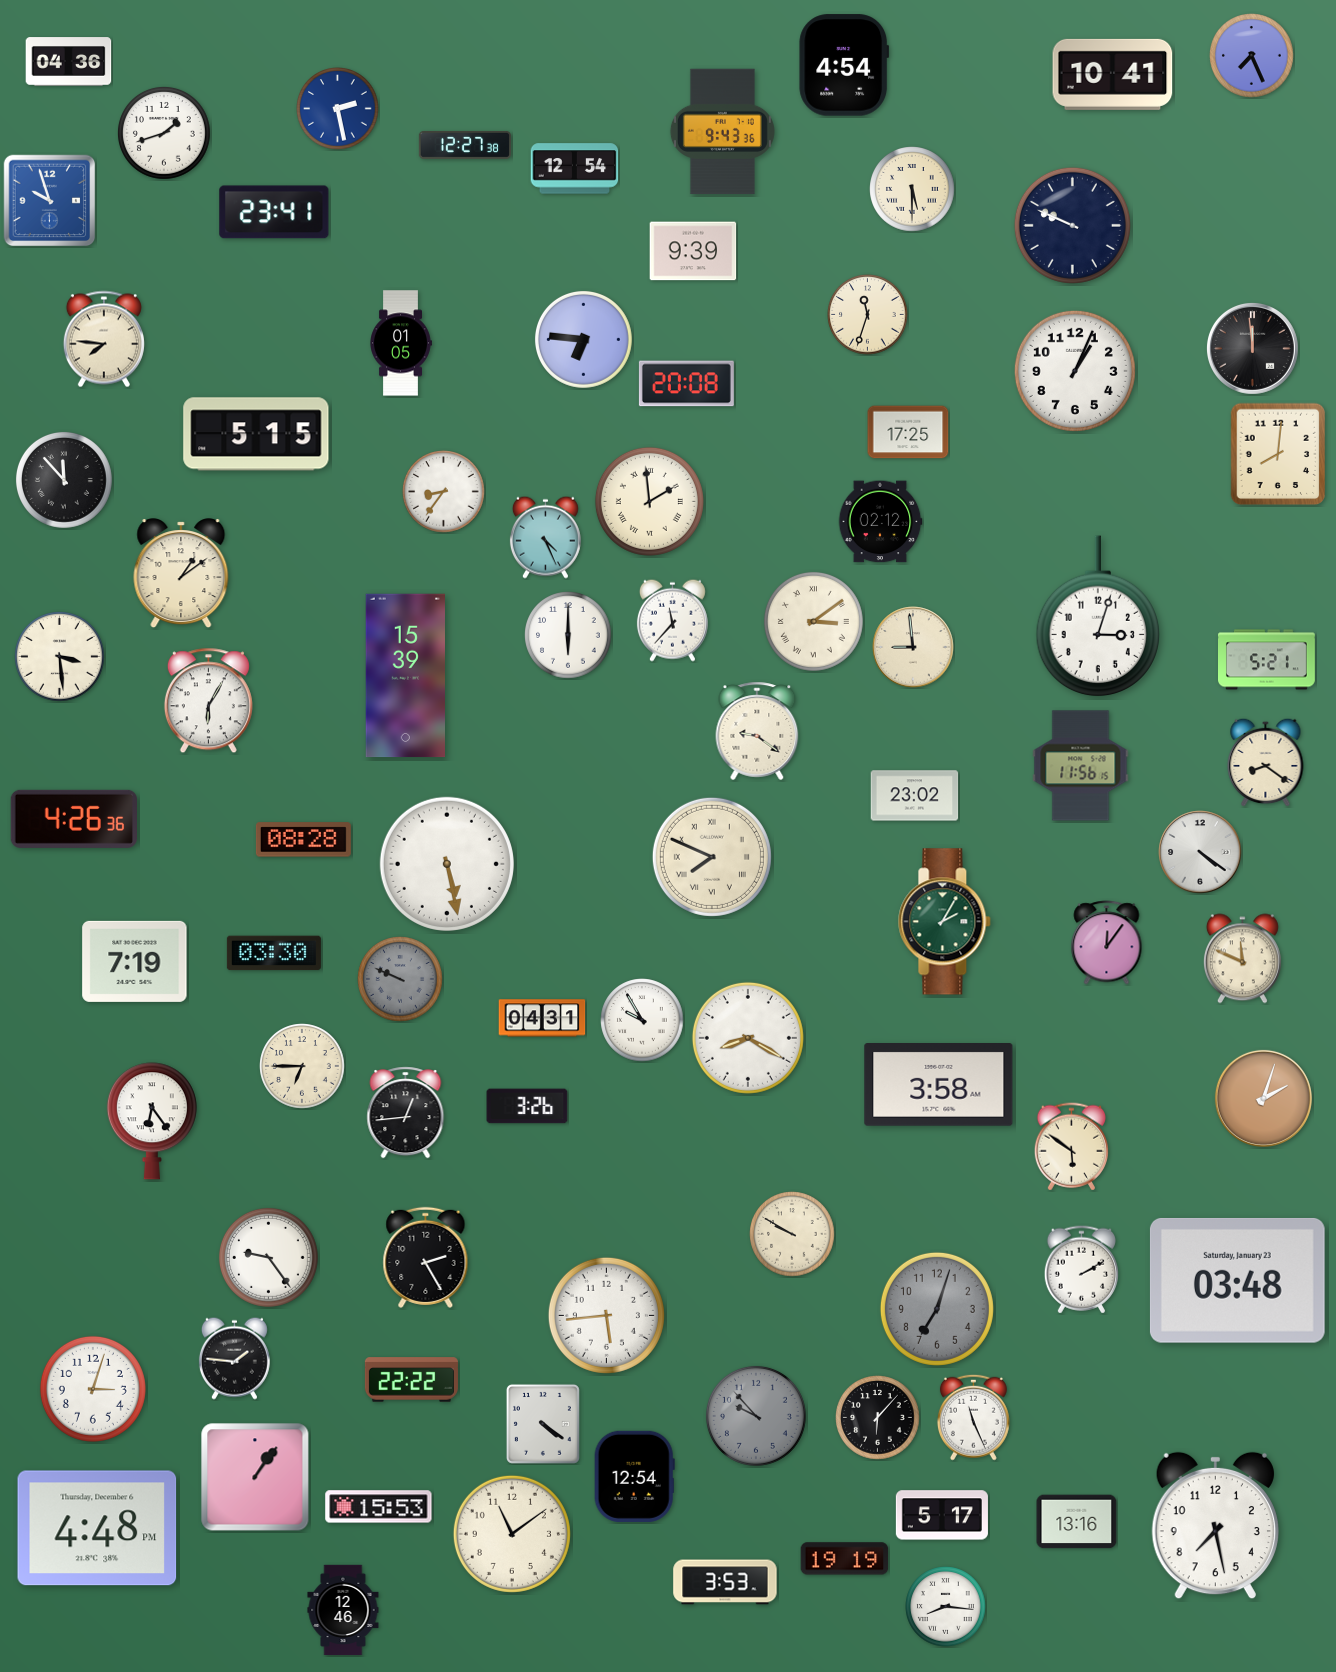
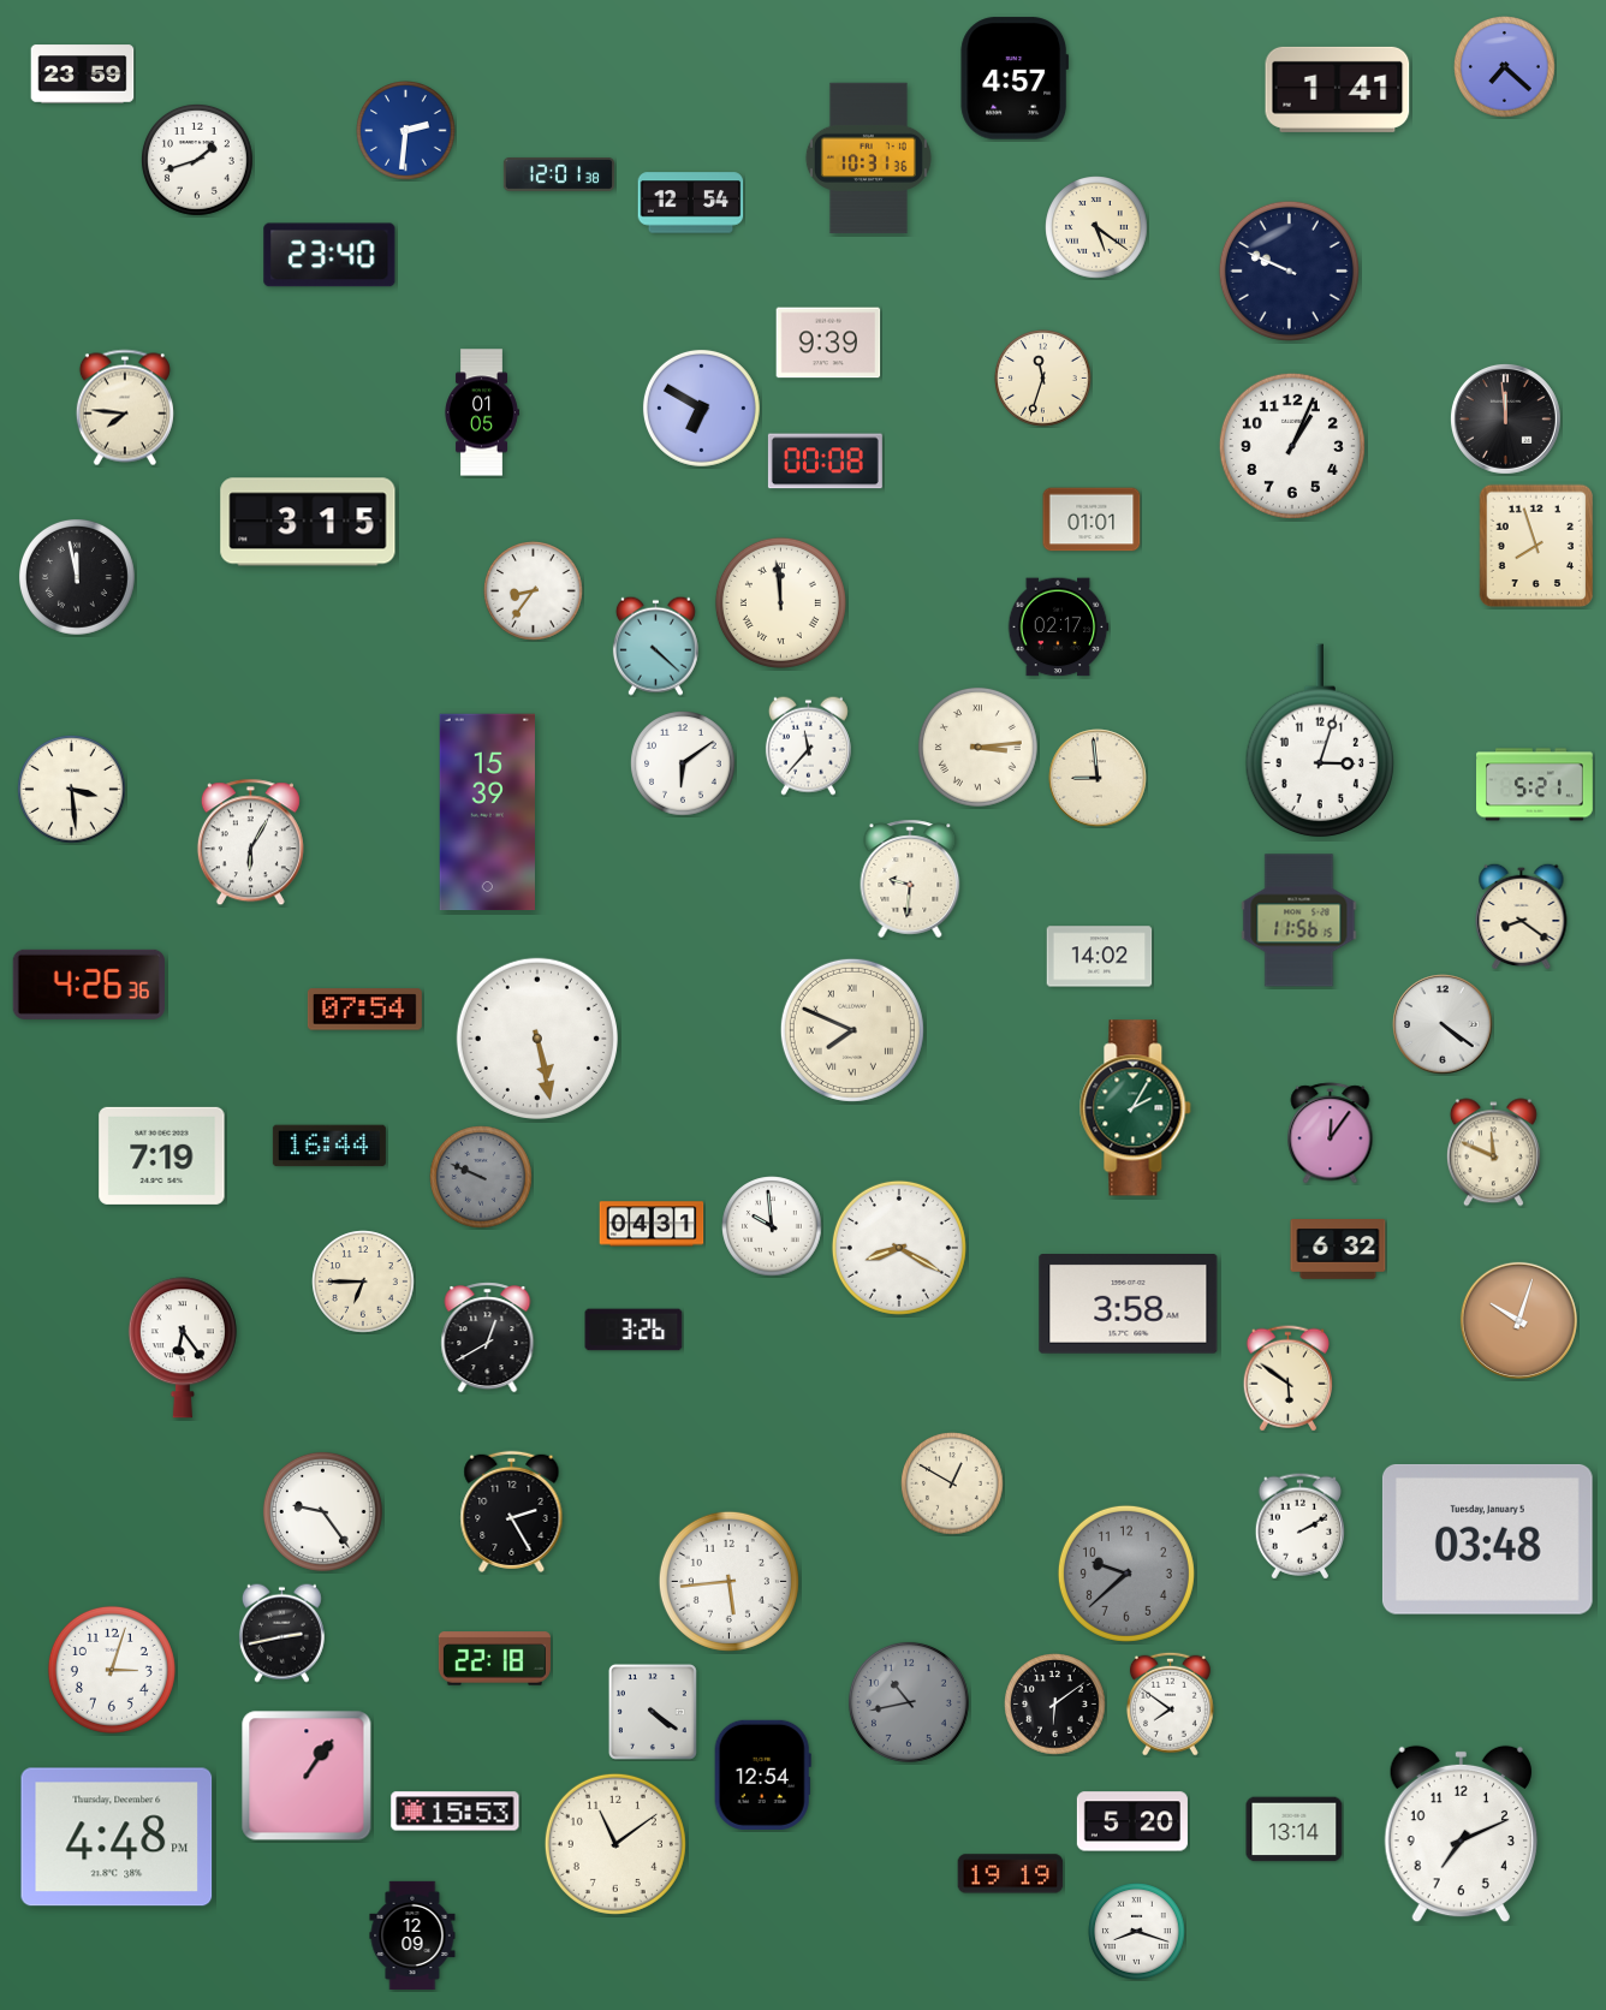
clock at (1252, 56): 7:26 -> 7:22
clock at (69, 62): 04:36 -> 23:59
clock at (844, 65): 4:54 -> 4:57
clock at (1113, 74): 10:41 -> 1:41
clock at (338, 109): 2:28 -> 2:31
clock at (722, 132): 9:43 -> 10:31
clock at (465, 145): 12:27 -> 12:01
clock at (912, 189): 5:30 -> 5:21
clock at (50, 201): 9:57 -> none
clock at (274, 212): 23:41 -> 23:40
clock at (693, 251) position: (693, 251) -> (828, 343)
clock at (583, 339): 6:46 -> 6:50
clock at (686, 384): 20:08 -> 00:08
clock at (908, 432): 17:25 -> 01:01
clock at (256, 434): 5:15 -> 3:15
clock at (1278, 454): 8:01 -> 7:57
clock at (64, 480): 11:53 -> 11:58
clock at (649, 501): 1:59 -> 11:59
clock at (880, 522): 02:12 -> 02:17
clock at (545, 537): 4:26 -> 4:22
clock at (181, 574): 1:09 -> none
clock at (813, 621): 3:09 -> 3:14
clock at (568, 635): 6:00 -> 6:09
clock at (1267, 660) position: (1267, 660) -> (1535, 785)
clock at (757, 731): 9:21 -> 9:31
clock at (915, 796): 23:02 -> 14:02
clock at (303, 840): 08:28 -> 07:54
clock at (712, 857) position: (712, 857) -> (852, 1030)
clock at (274, 953): 03:30 -> 16:44
clock at (642, 1020): 9:55 -> 9:59
clock at (1338, 1250): none -> 6:32
clock at (1263, 1098): 2:03 -> 10:03
clock at (406, 1113): 12:44 -> 12:40
clock at (792, 1234): 9:50 -> 12:50
clock at (1237, 1280) date: Saturday, January 23 -> Tuesday, January 5
clock at (937, 1309): 7:03 -> 9:38
clock at (234, 1358): 1:46 -> 2:43
clock at (411, 1380): 22:22 -> 22:18
clock at (756, 1416): 9:53 -> 10:43
clock at (973, 1417): 11:26 -> 7:51
clock at (878, 1418): 6:07 -> 6:09
clock at (942, 1515): 5:17 -> 5:20
clock at (1077, 1522): 13:16 -> 13:14
clock at (1215, 1526): 7:28 -> 7:11
clock at (845, 1559) position: (845, 1559) -> (1011, 1874)
clock at (725, 1582): 3:53 -> none
clock at (946, 1607): 8:16 -> 8:18
clock at (343, 1610): 12:46 -> 12:09
